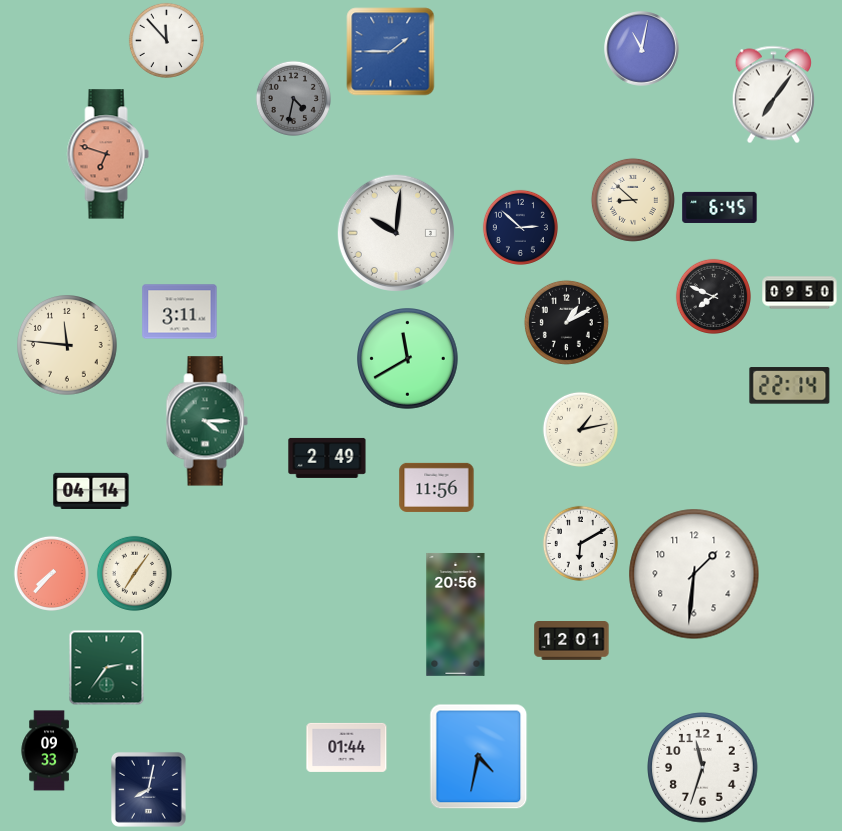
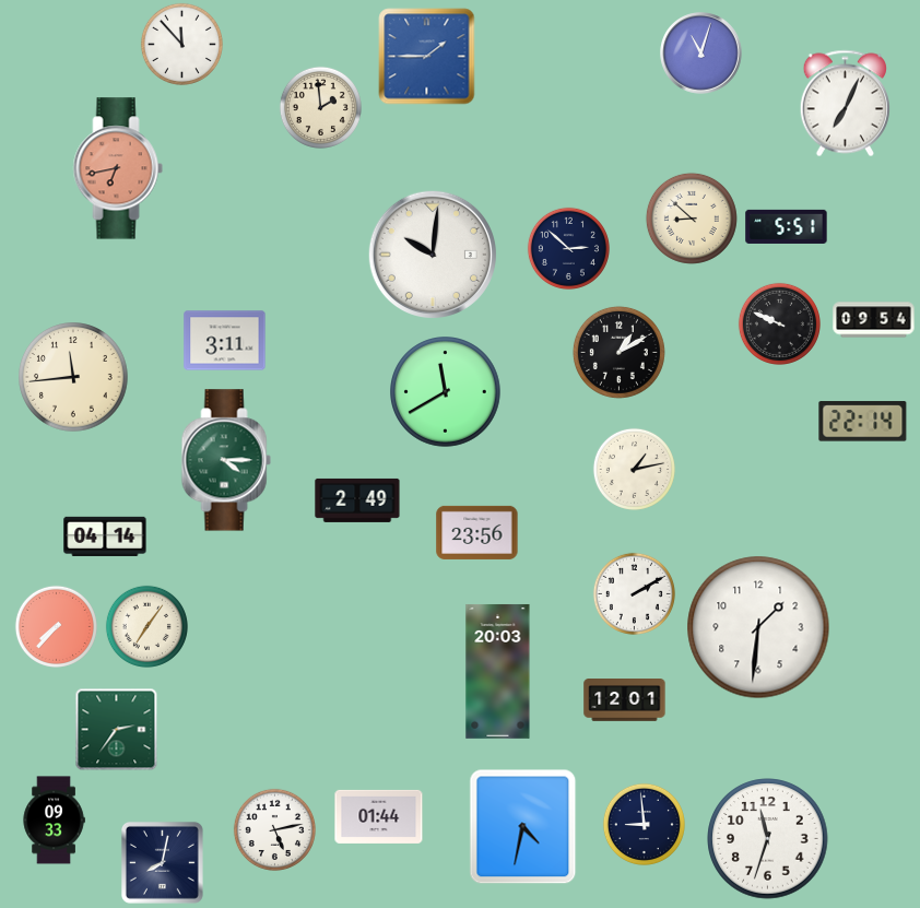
clock at (642, 49): 11:02 -> 11:03
clock at (773, 95): 7:06 -> 7:04
clock at (293, 98): 4:32 -> 1:59
clock at (293, 98) dial: grey -> cream
clock at (108, 154): 6:48 -> 6:43
clock at (720, 207): 6:45 -> 5:51
clock at (800, 293): 09:50 -> 09:54
clock at (713, 296): 7:49 -> 9:49
clock at (180, 312) position: (180, 312) -> (225, 341)
clock at (68, 346): 11:46 -> 11:44
clock at (437, 487): 11:56 -> 23:56
clock at (91, 491) position: (91, 491) -> (105, 536)
clock at (580, 543): 6:10 -> 2:10
clock at (456, 614): 20:56 -> 20:03
clock at (644, 824): none -> 8:59
clock at (274, 829): none -> 5:13
